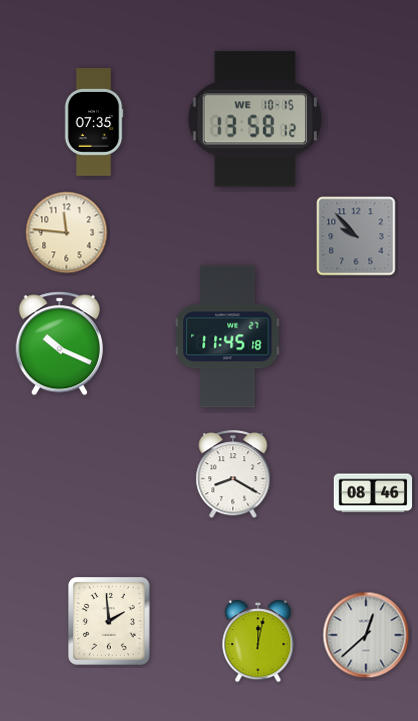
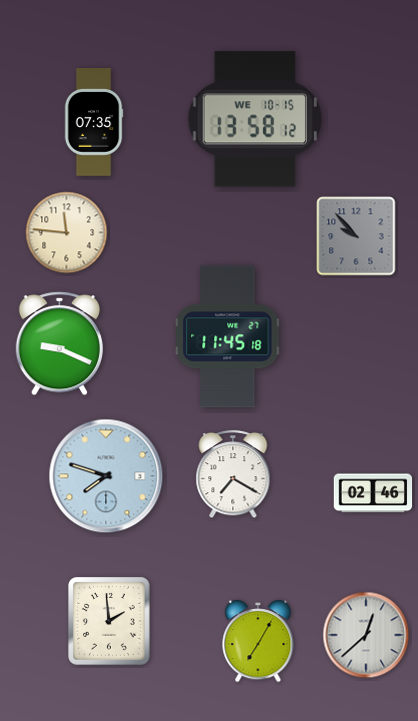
clock at (59, 344): 10:19 -> 9:19
clock at (233, 475): 8:20 -> 7:20
clock at (106, 476): none -> 7:48
clock at (373, 493): 08:46 -> 02:46
clock at (258, 641): 12:02 -> 7:05
